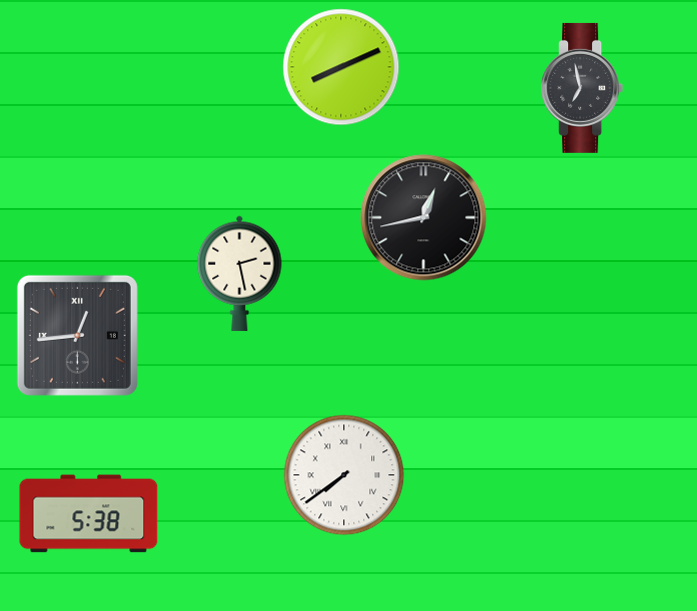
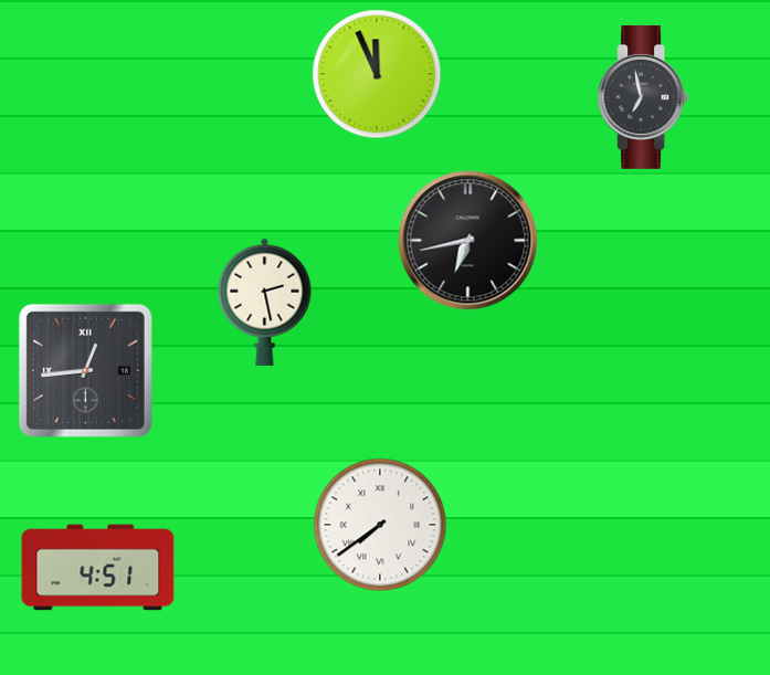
clock at (341, 67): 8:11 -> 11:56
clock at (424, 218): 12:43 -> 6:43
clock at (89, 514): 5:38 -> 4:51
